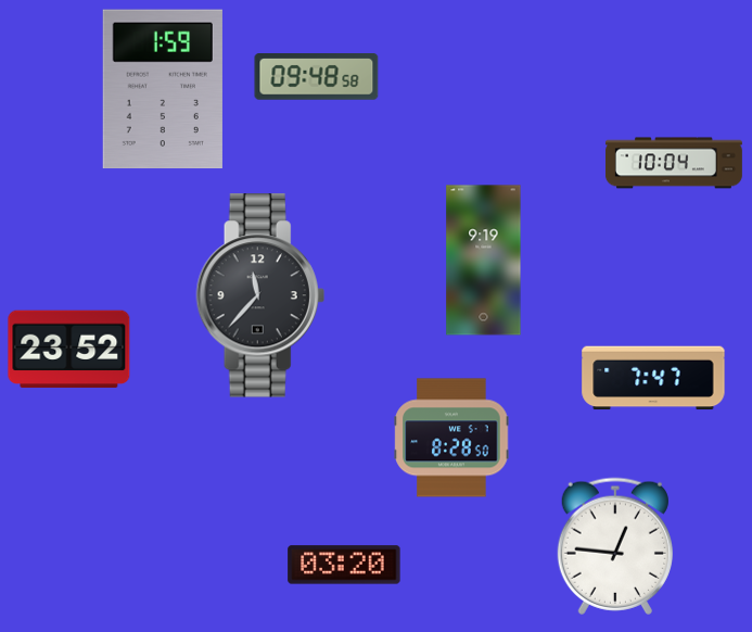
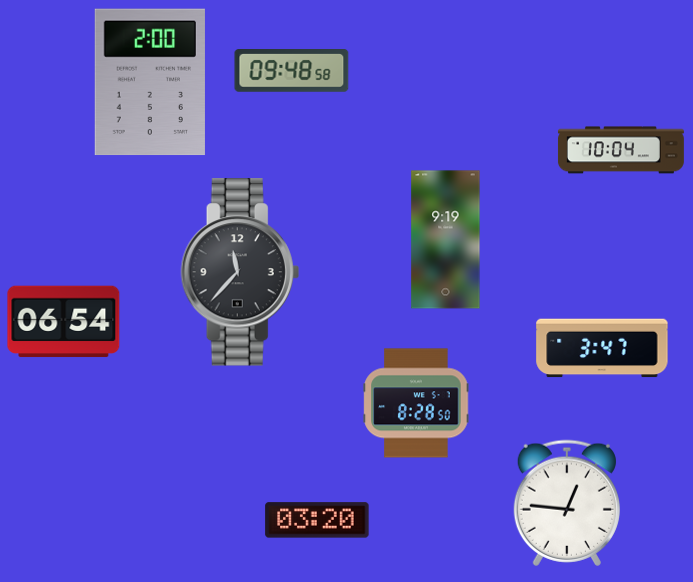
clock at (163, 89): 1:59 -> 2:00
clock at (69, 350): 23:52 -> 06:54
clock at (653, 378): 7:47 -> 3:47
